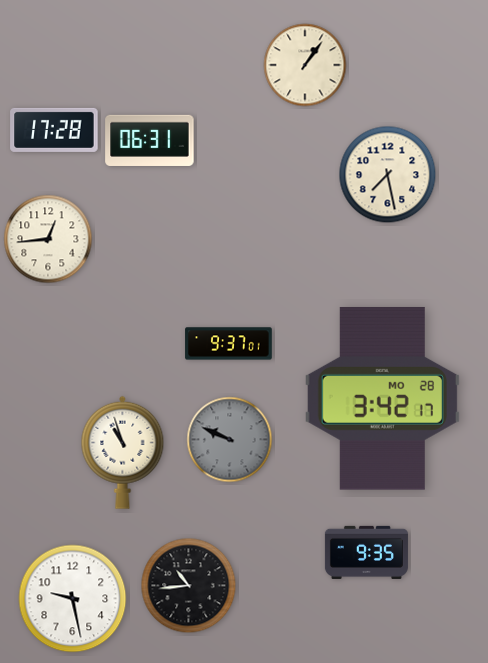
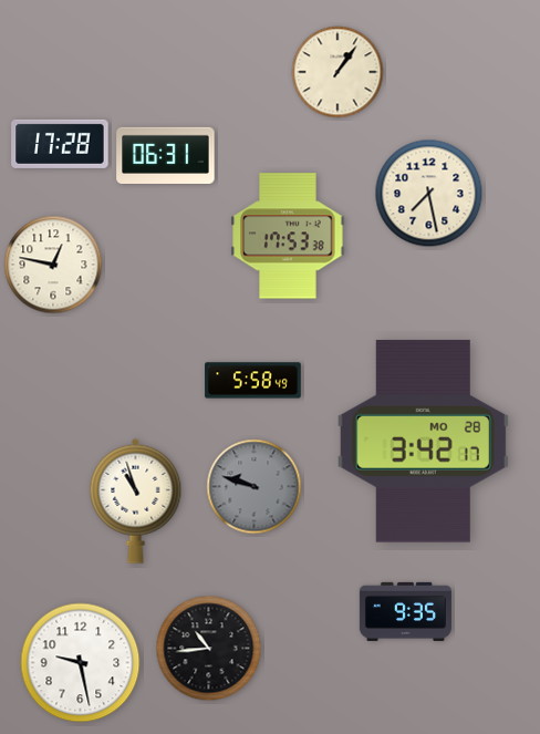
clock at (288, 236): none -> 17:53
clock at (48, 239): 12:44 -> 12:47
clock at (229, 344): 9:37 -> 5:58
clock at (230, 440): 9:49 -> 9:48
